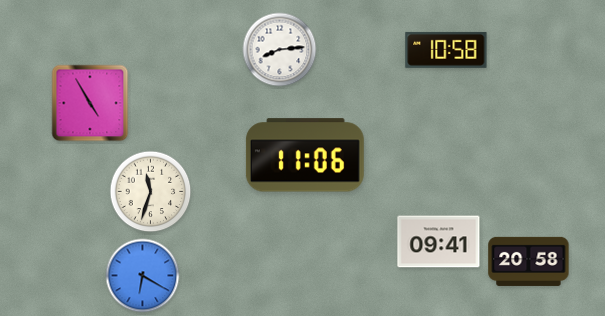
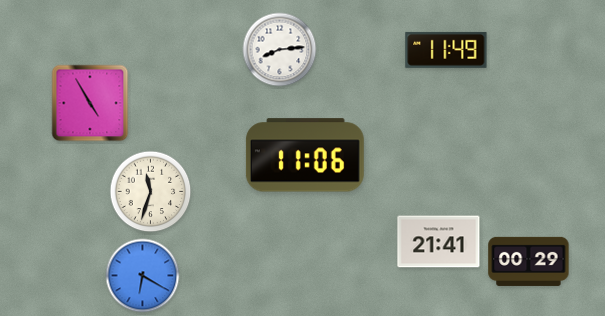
clock at (446, 50): 10:58 -> 11:49
clock at (439, 242): 09:41 -> 21:41
clock at (529, 261): 20:58 -> 00:29
